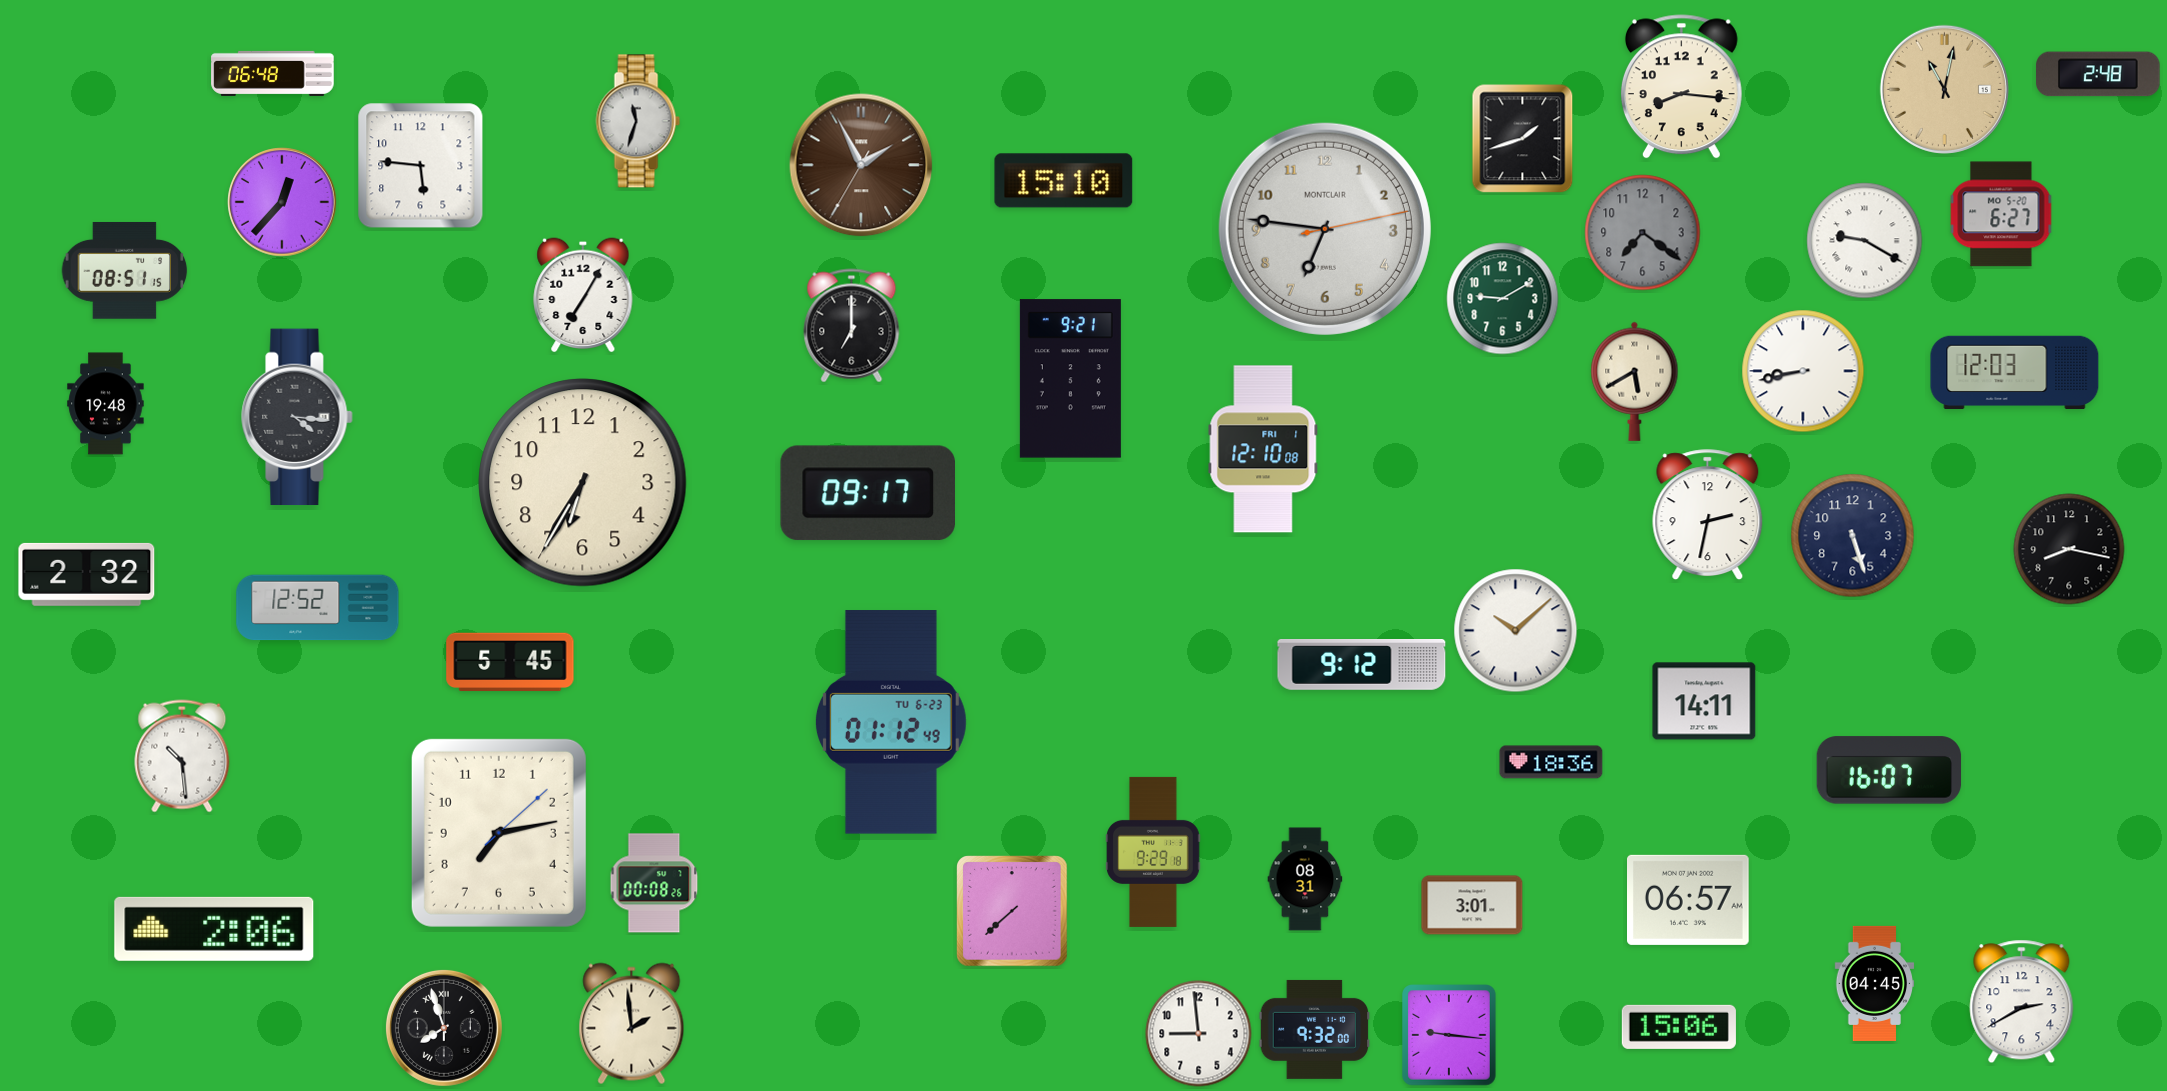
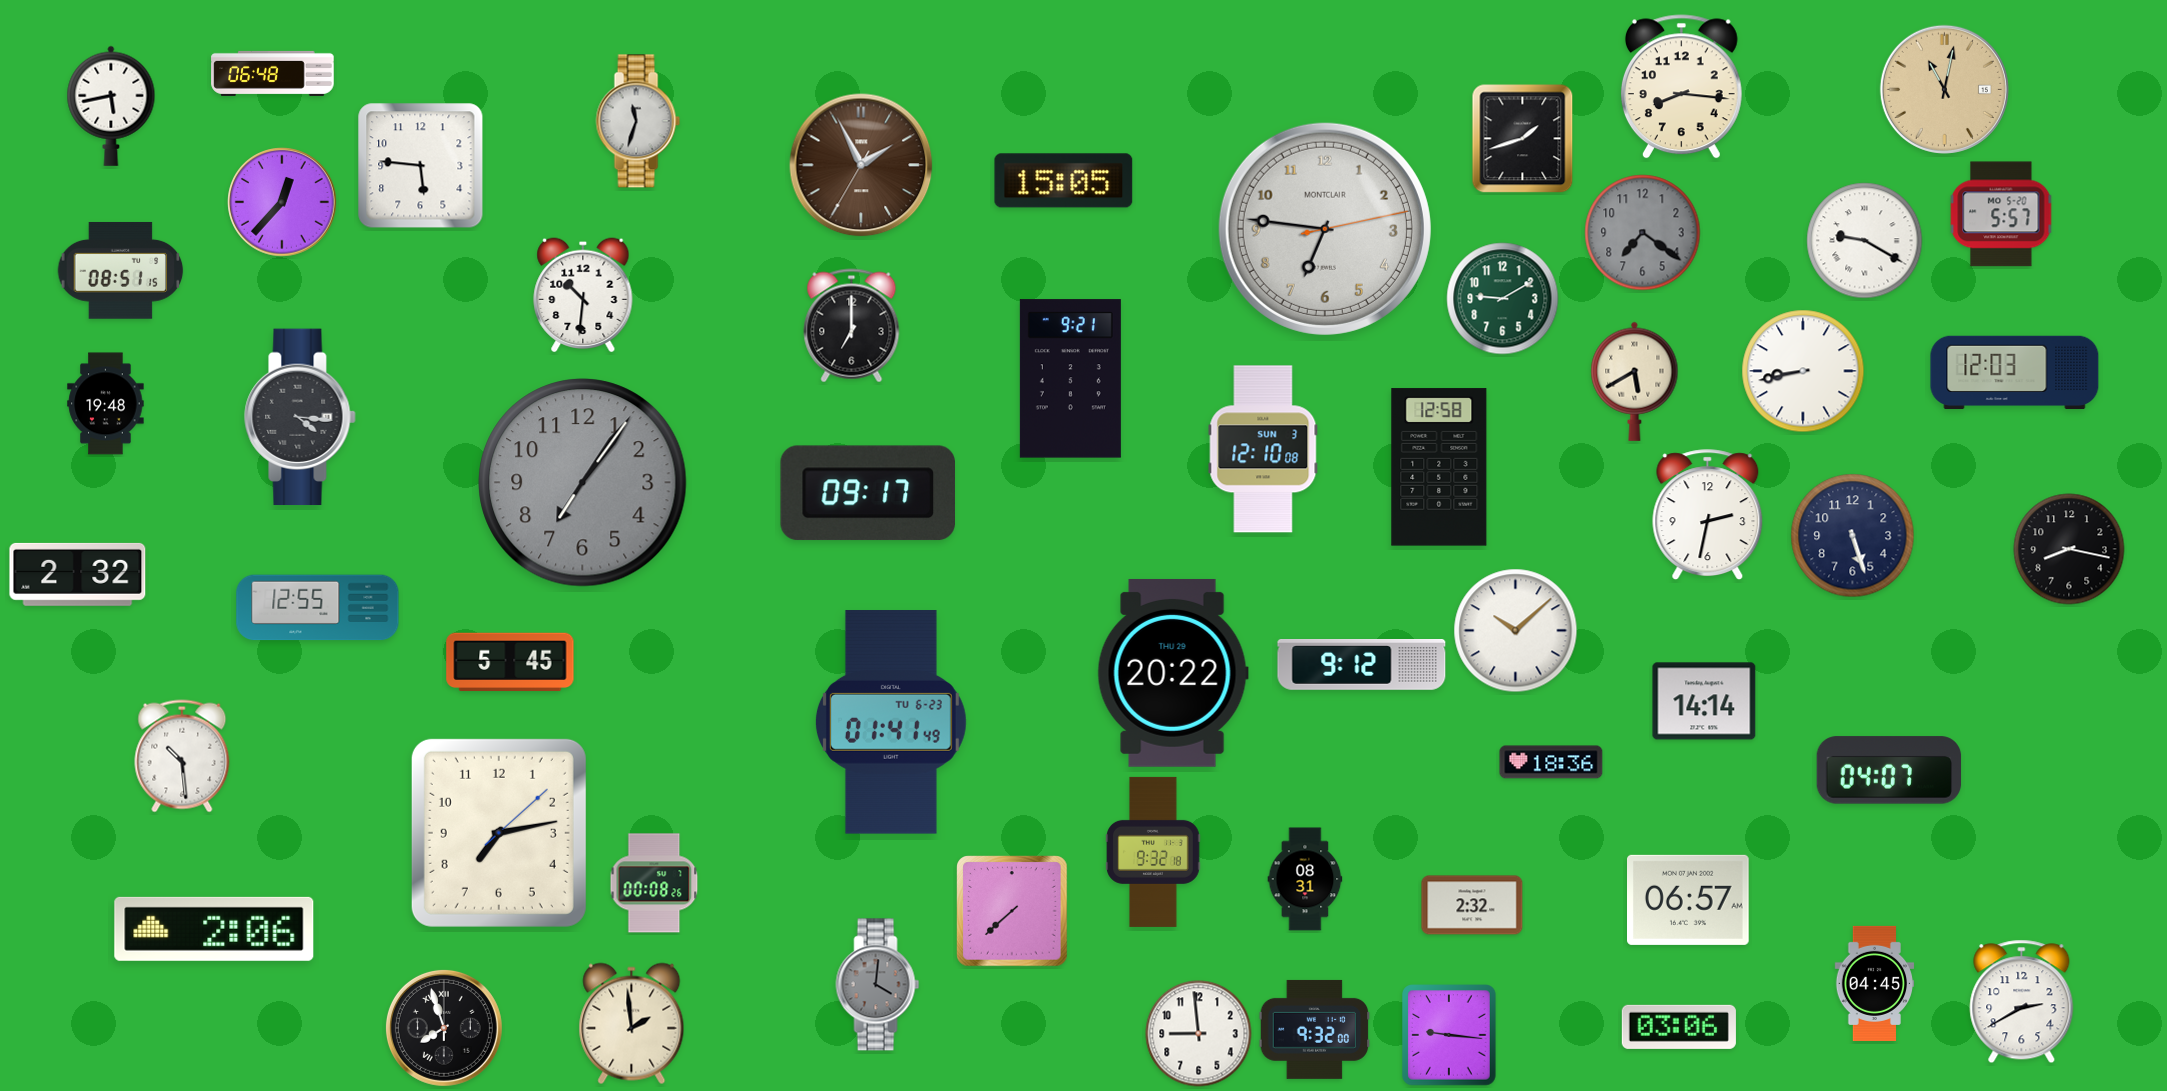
clock at (2098, 74): 2:48 -> none
clock at (111, 106): none -> 5:43
clock at (1064, 181): 15:10 -> 15:05
clock at (2001, 214): 6:27 -> 5:57
clock at (125, 270) position: (125, 270) -> (121, 270)
clock at (583, 295): 7:05 -> 10:31
clock at (297, 417) position: (297, 417) -> (300, 417)
clock at (1263, 449) date: FRI 1 -> SUN 3
clock at (1439, 467): none -> 12:58
clock at (583, 483): 6:35 -> 7:06
clock at (583, 483) dial: cream -> grey
clock at (87, 574) position: (87, 574) -> (78, 574)
clock at (318, 608): 12:52 -> 12:55
clock at (1173, 673): none -> 20:22
clock at (1704, 701): 14:11 -> 14:14
clock at (891, 722): 01:12 -> 01:41
clock at (1889, 770): 16:07 -> 04:07
clock at (1153, 852): 9:29 -> 9:32
clock at (1472, 905): 3:01 -> 2:32
clock at (878, 985): none -> 4:01
clock at (1679, 1027): 15:06 -> 03:06
